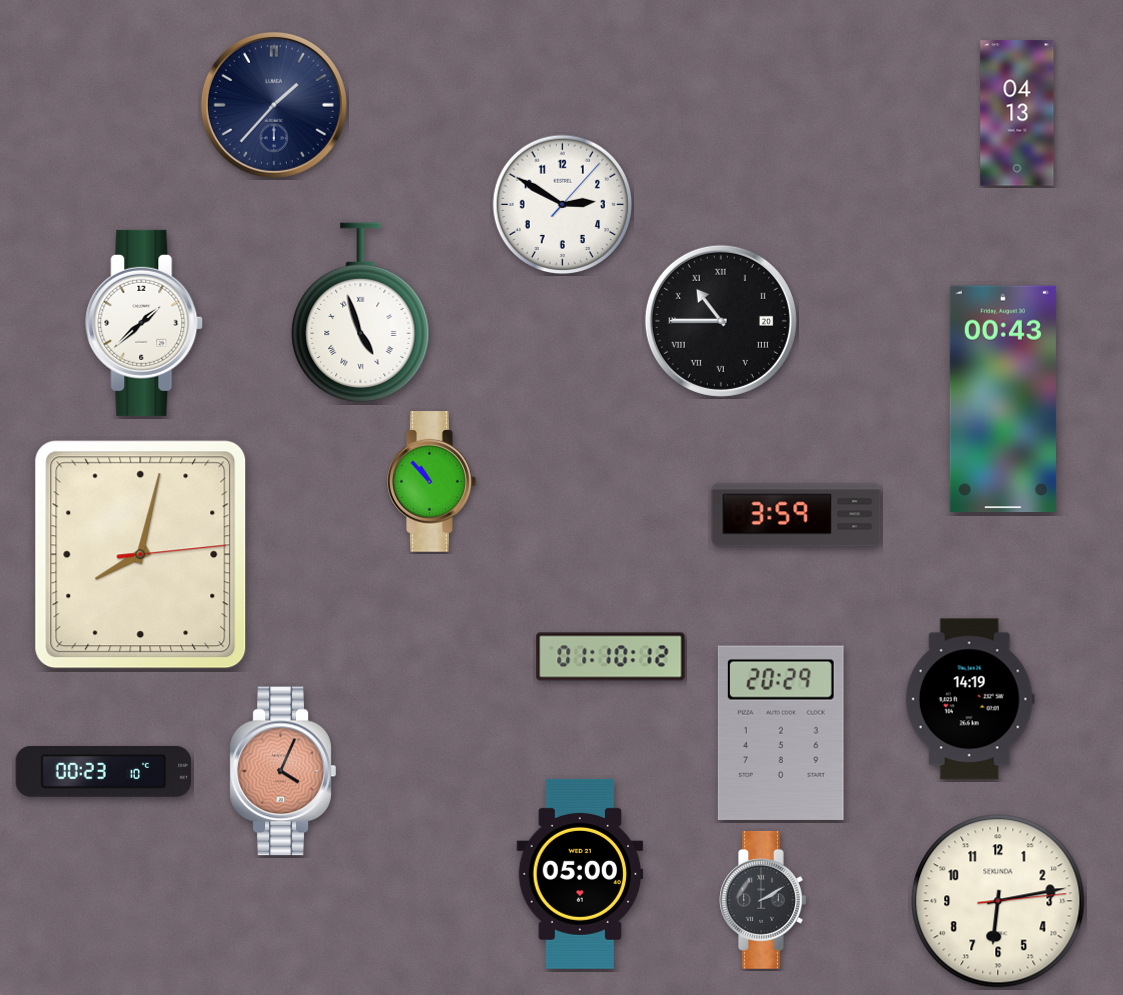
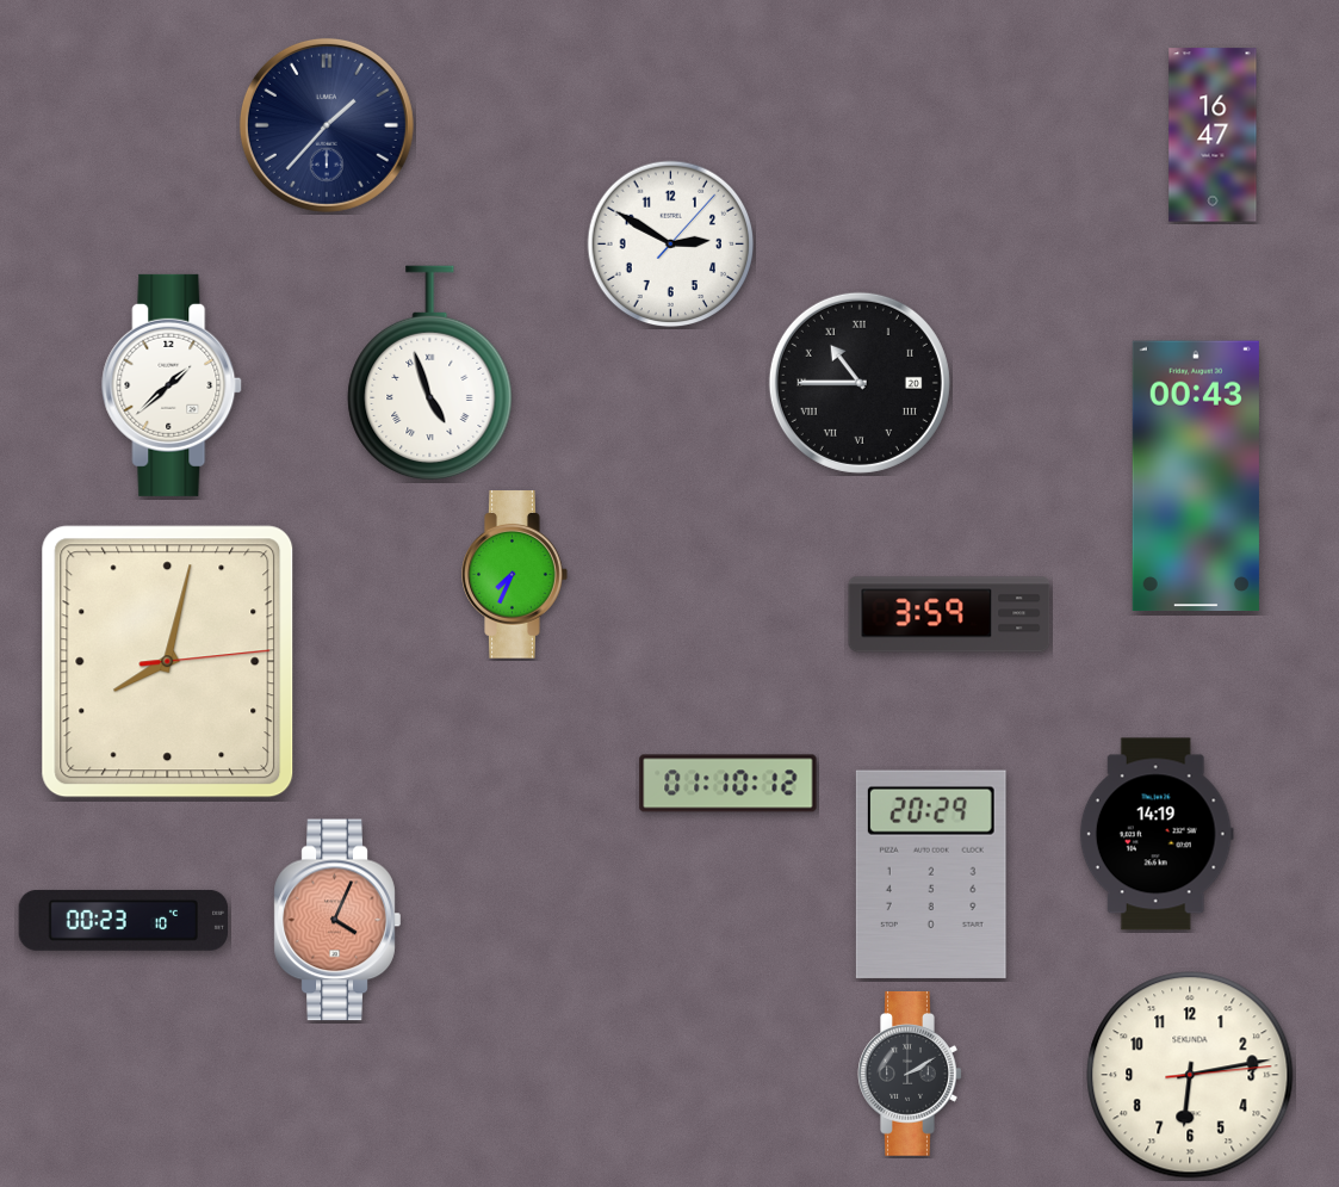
clock at (1017, 113): 04:13 -> 16:47
clock at (432, 482): 10:53 -> 7:34
clock at (580, 874): 05:00 -> none
